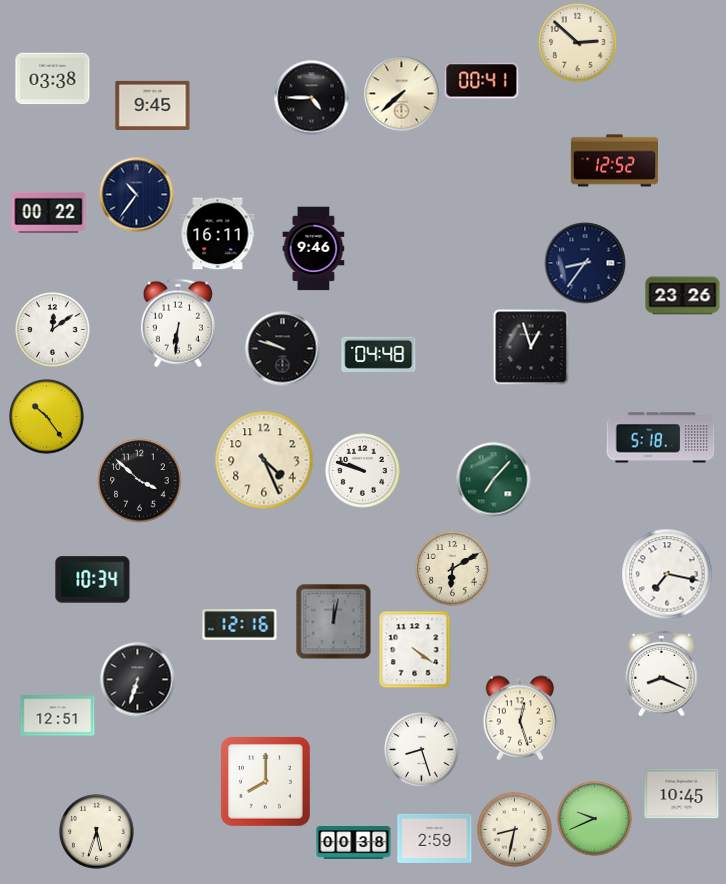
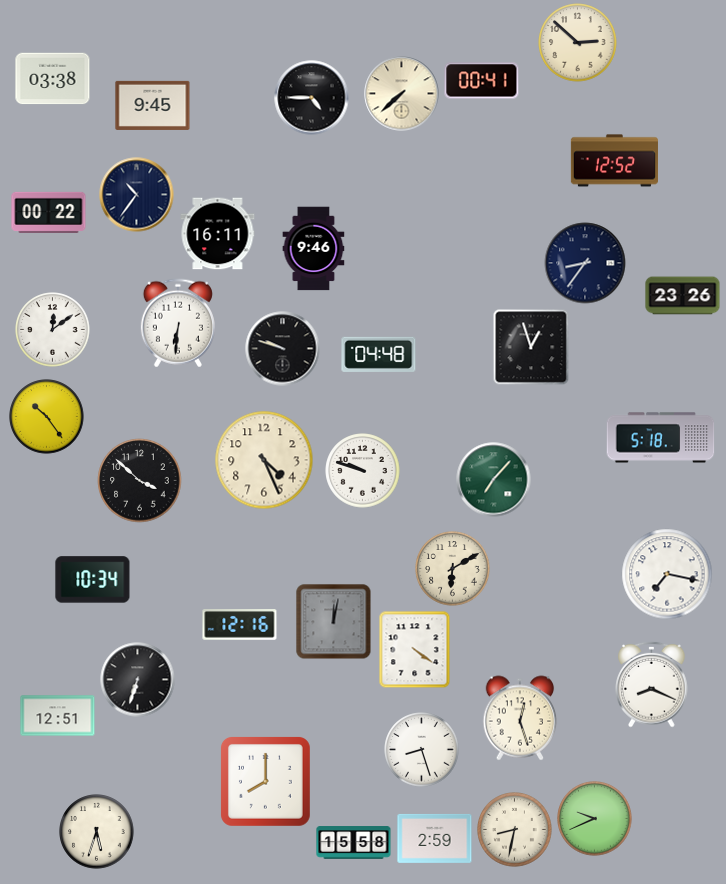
clock at (662, 673) position: (662, 673) -> (652, 684)
clock at (682, 794): 10:45 -> none
clock at (354, 843): 00:38 -> 15:58
